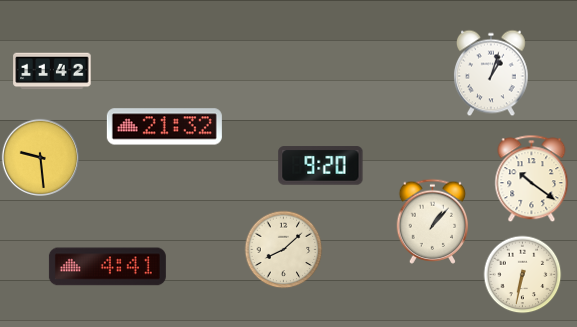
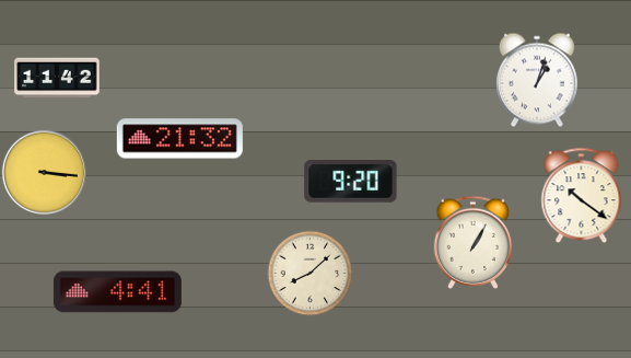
clock at (40, 157): 9:29 -> 3:16
clock at (433, 221): 1:07 -> 1:05
clock at (522, 274): 6:32 -> none
